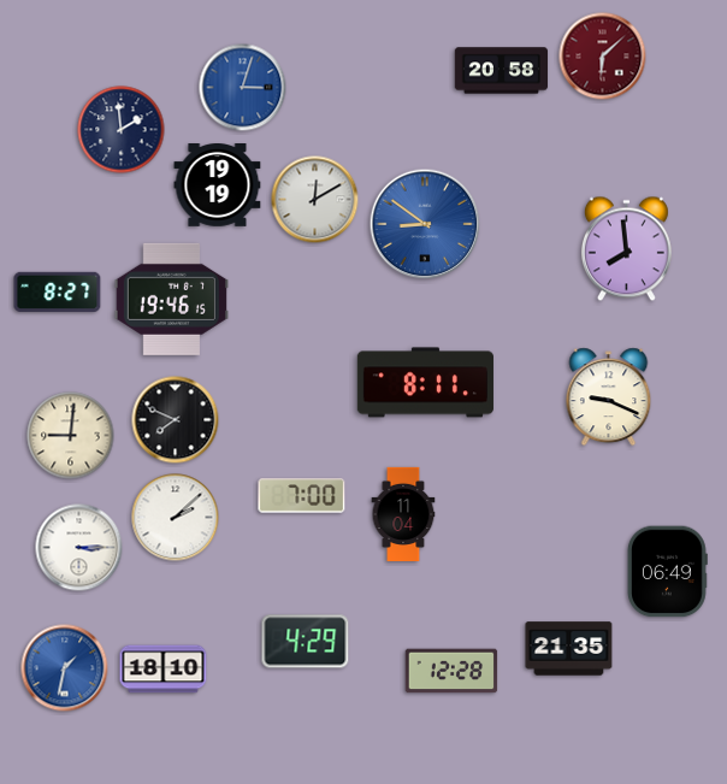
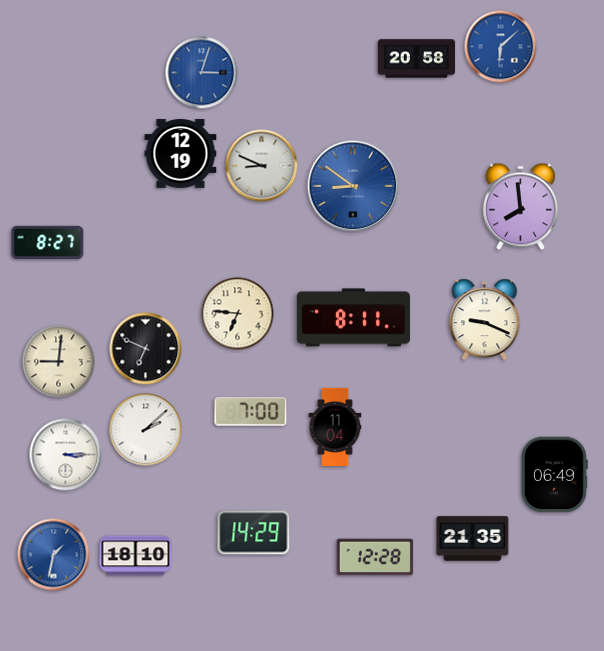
clock at (603, 57) dial: burgundy -> blue
clock at (122, 130): 1:59 -> none
clock at (218, 185): 19:19 -> 12:19
clock at (315, 200): 12:10 -> 8:49
clock at (171, 299): 19:46 -> none
clock at (238, 314): none -> 6:46
clock at (609, 397) position: (609, 397) -> (485, 320)
clock at (176, 420): 7:49 -> 6:49
clock at (306, 642): 4:29 -> 14:29
